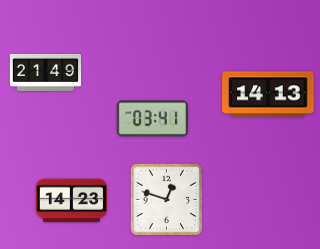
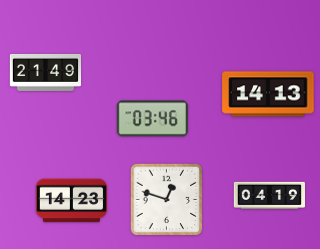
clock at (152, 119): 03:41 -> 03:46
clock at (270, 195): none -> 04:19
